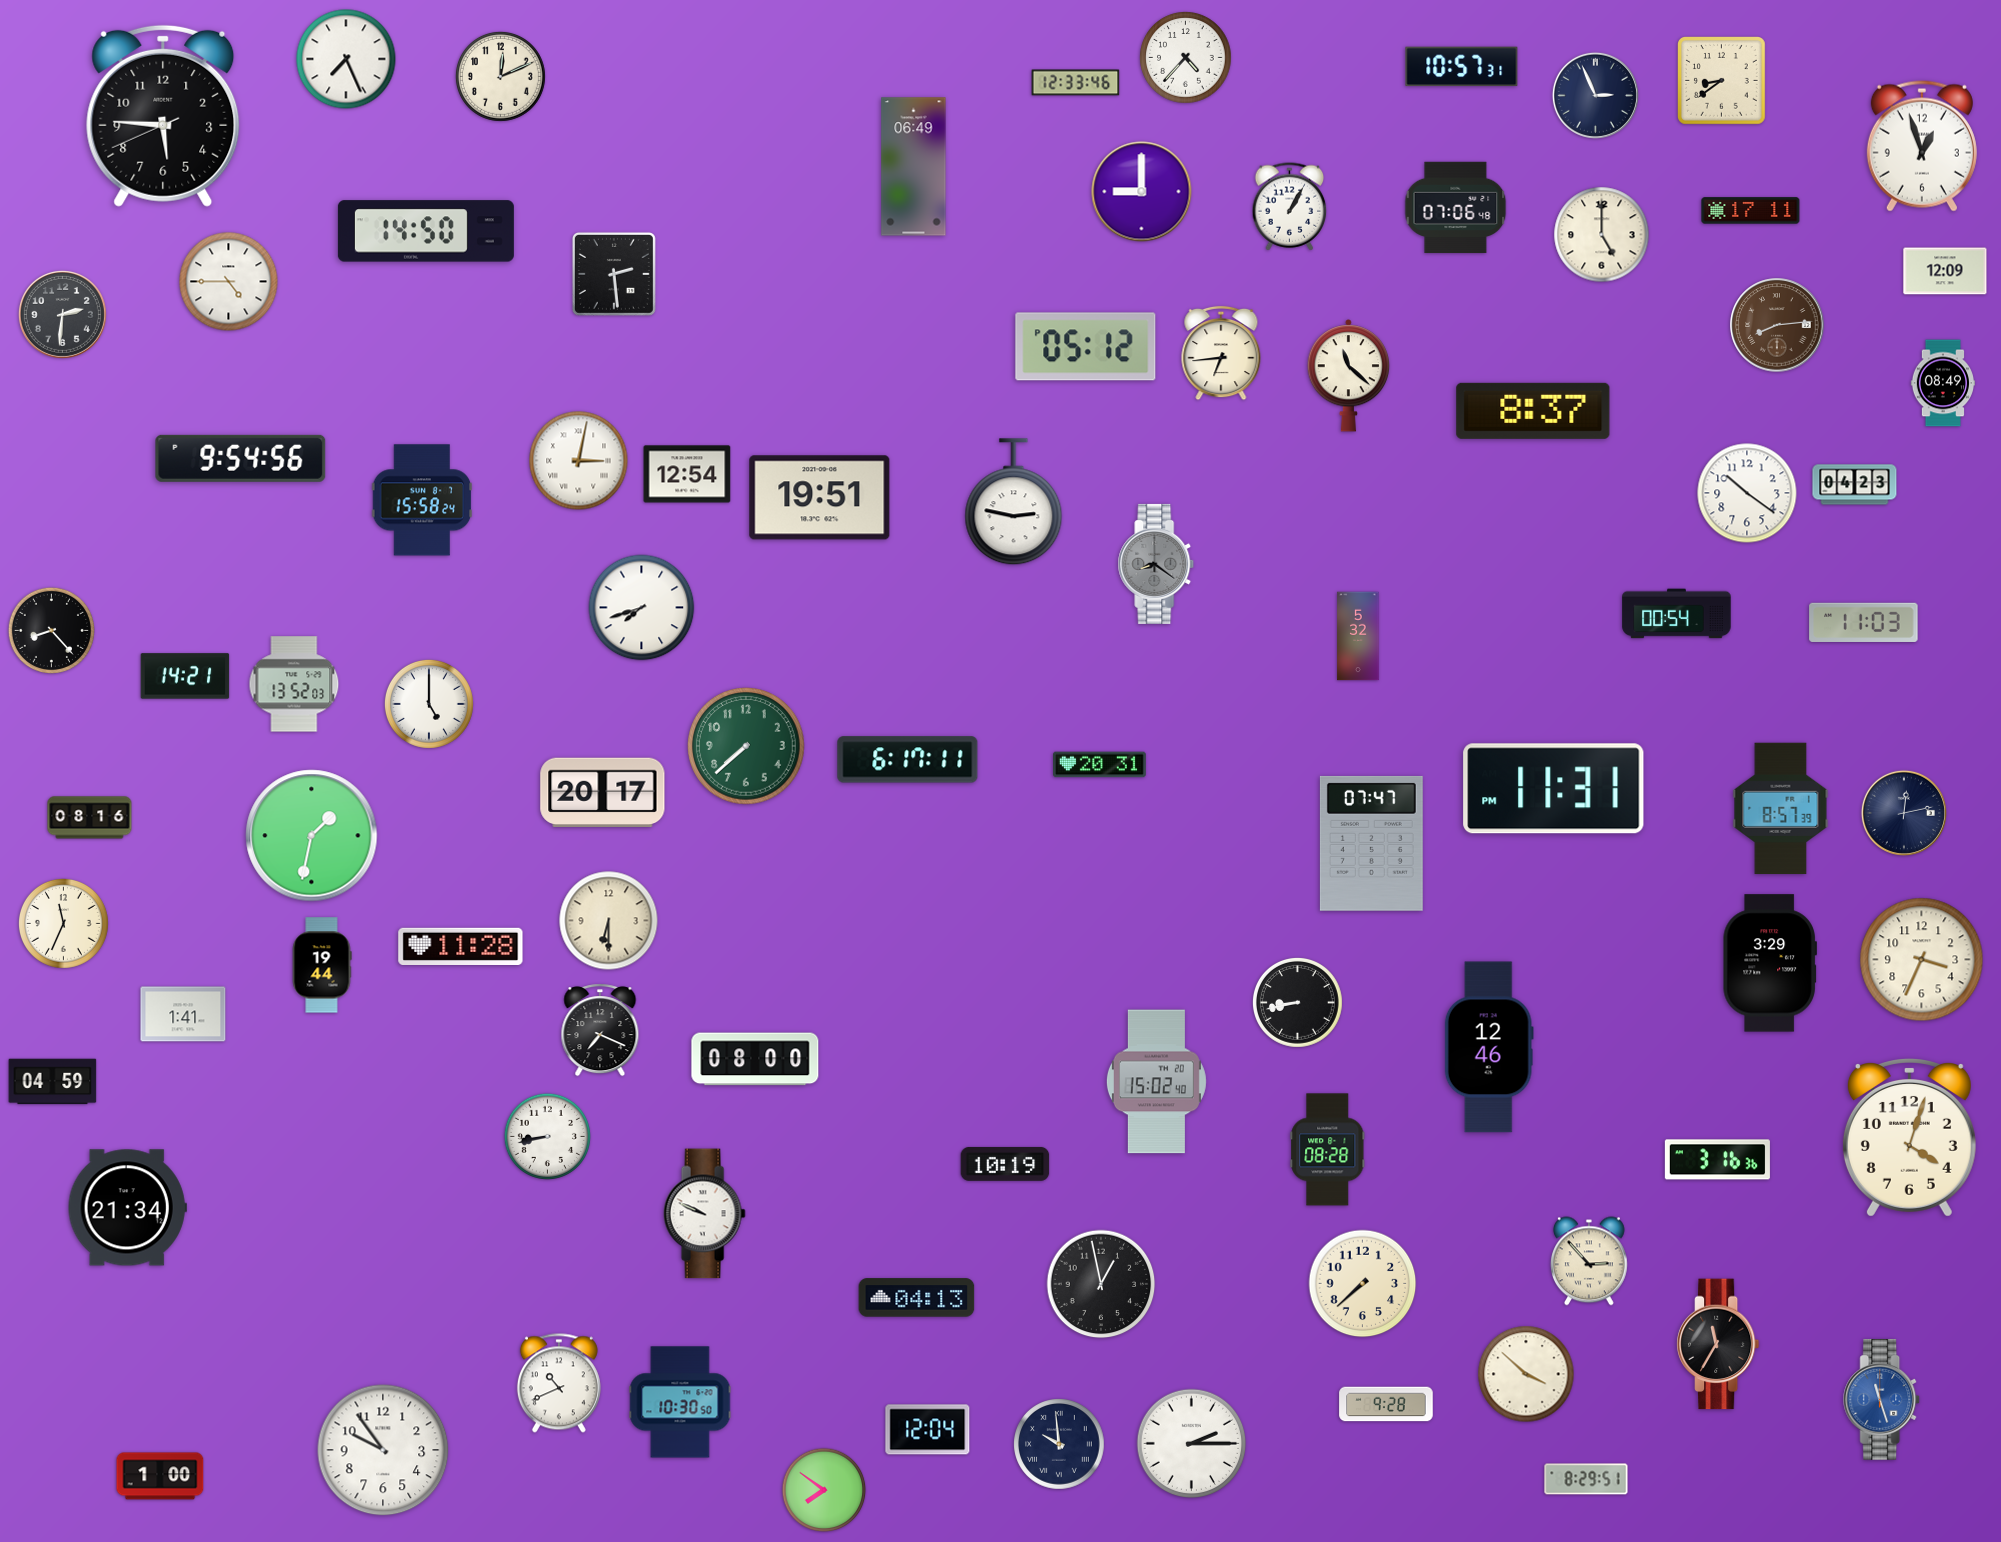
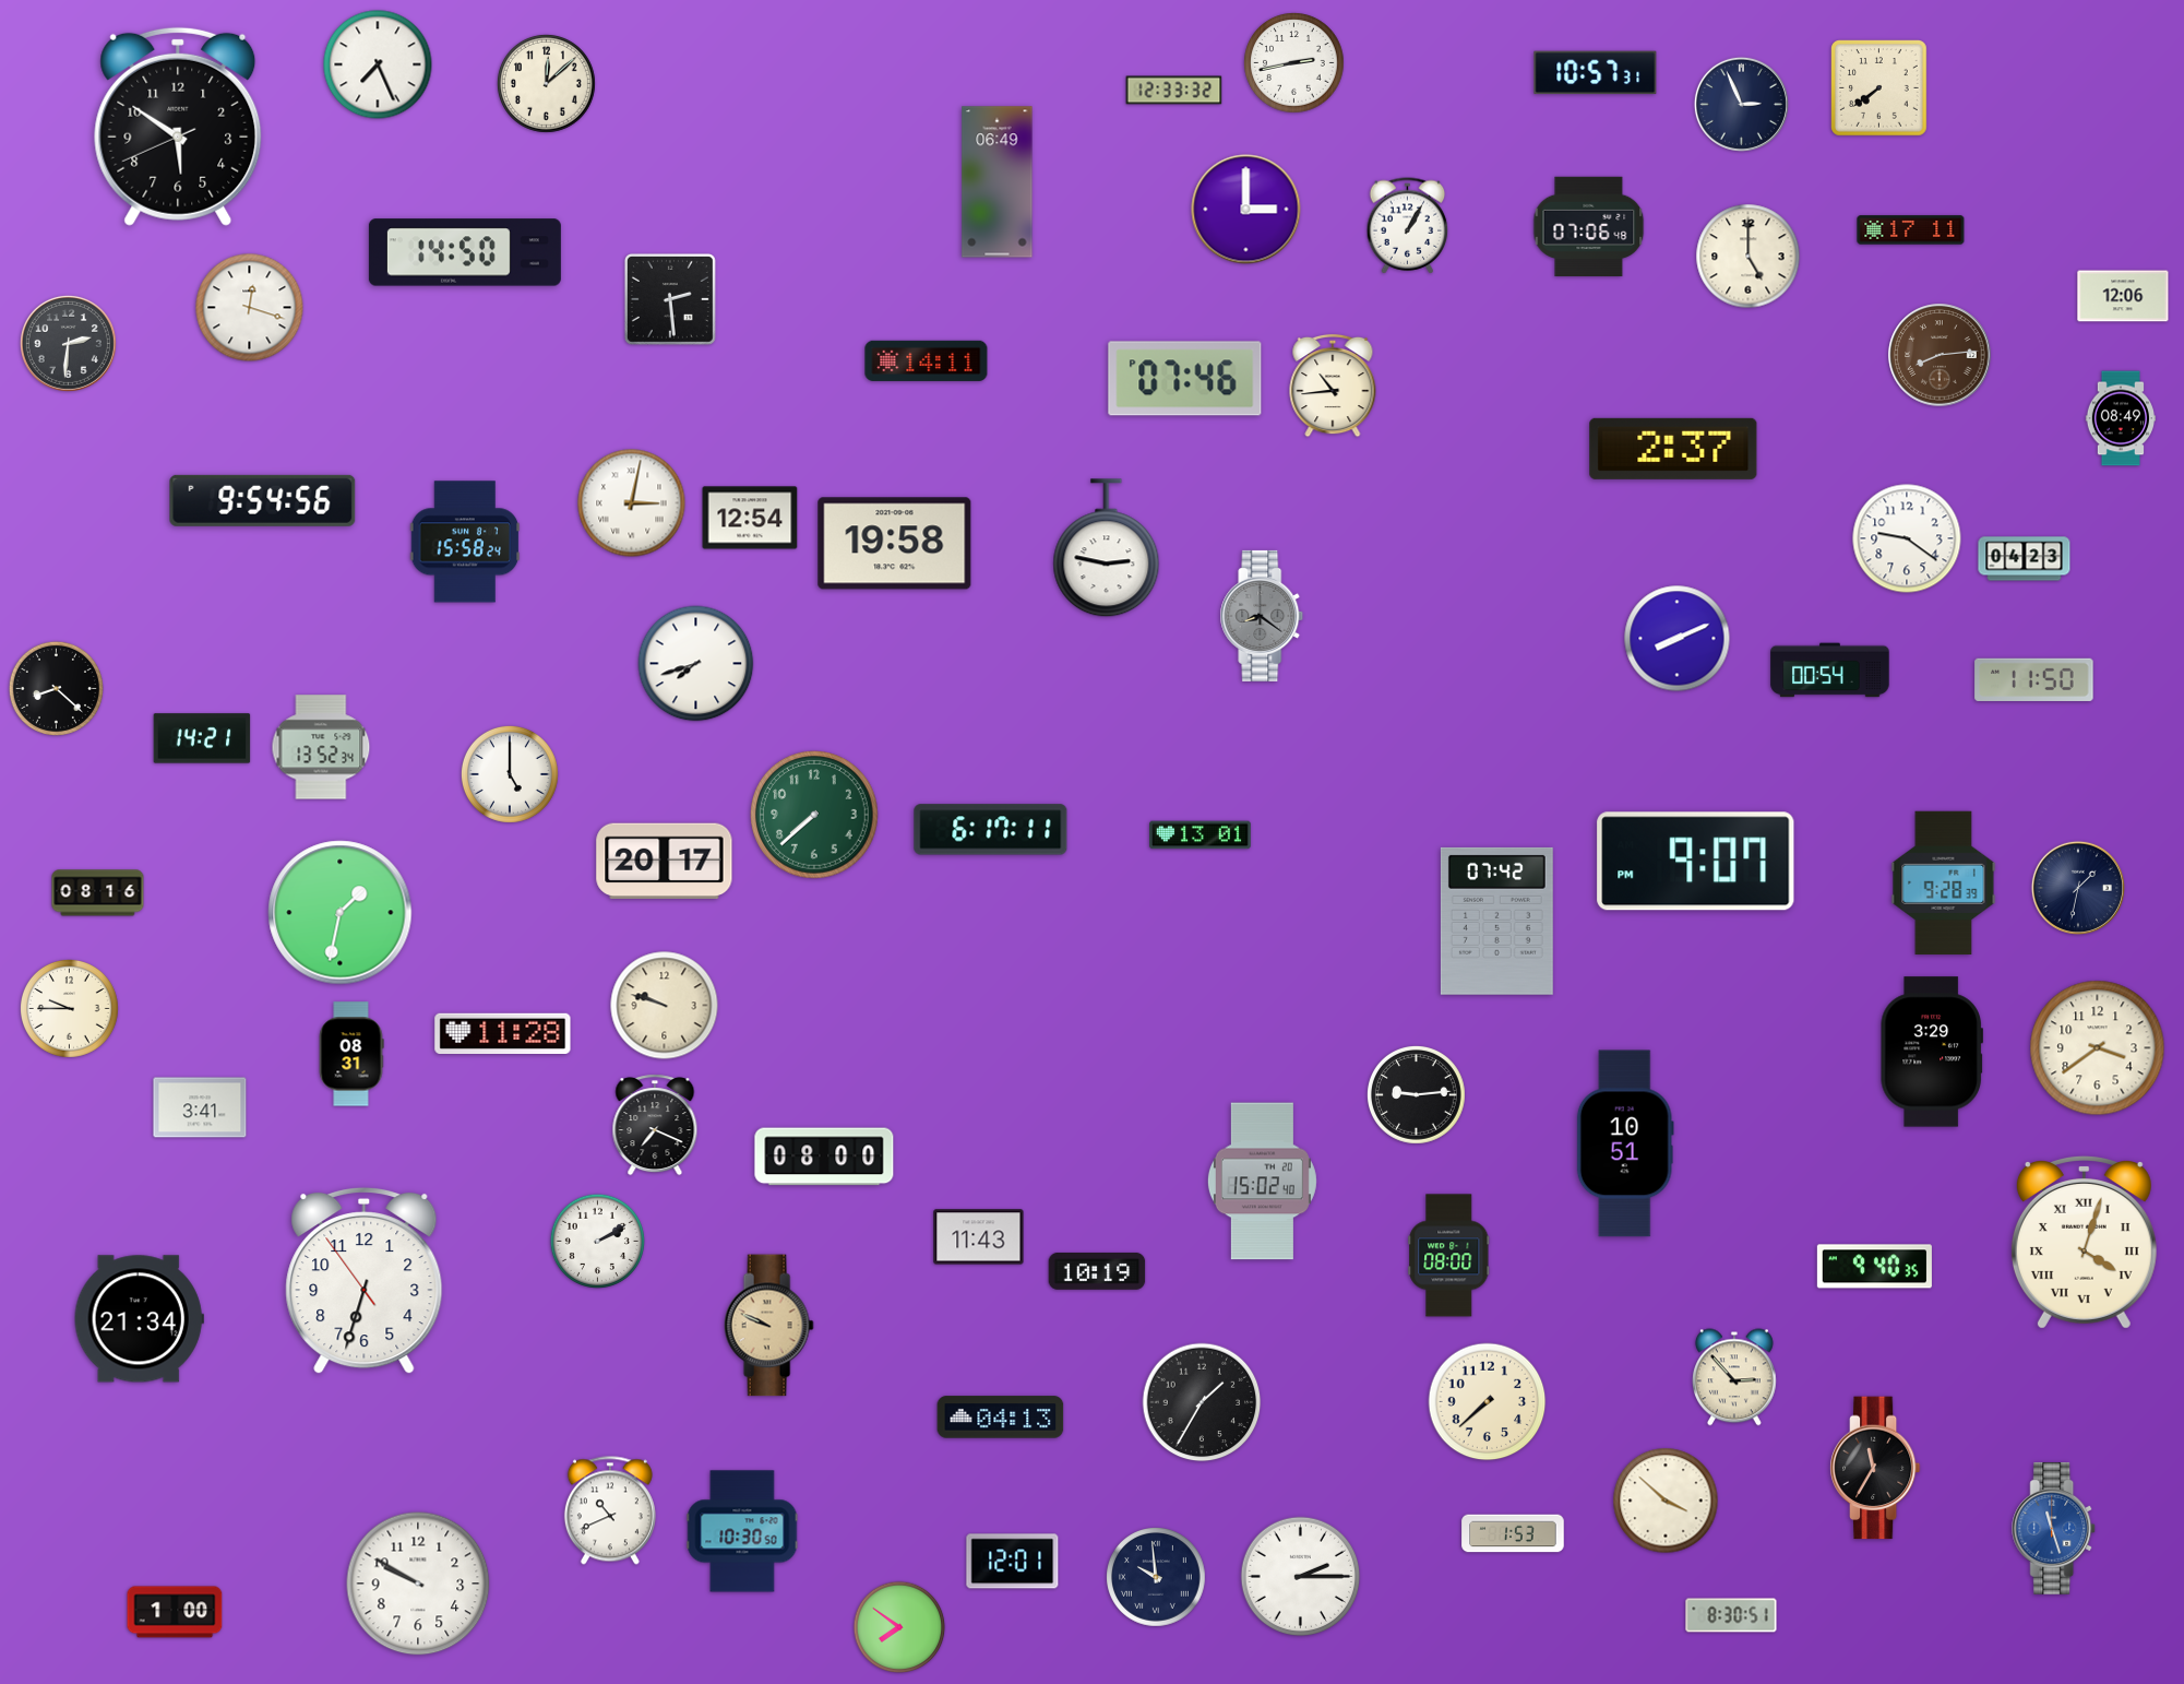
clock at (1186, 58): 4:37 -> 2:43
clock at (500, 76): 12:11 -> 12:08
clock at (1722, 81): 8:39 -> 7:39
clock at (1076, 83): 12:33:46 -> 12:33:32
clock at (163, 116): 5:45 -> 5:50
clock at (1922, 146): 12:57 -> none
clock at (1142, 192): 9:00 -> 3:00
clock at (1945, 271): 12:09 -> 12:06
clock at (229, 282): 4:45 -> 12:18
clock at (927, 360): none -> 14:11
clock at (1086, 347): 05:12 -> 07:46
clock at (1221, 353): 6:44 -> 10:44
clock at (1349, 376): 11:22 -> none
clock at (1533, 411): 8:37 -> 2:37
clock at (1855, 485) position: (1855, 485) -> (2025, 559)
clock at (1747, 493): 10:21 -> 9:21
clock at (820, 498): 19:51 -> 19:58
clock at (422, 500) position: (422, 500) -> (465, 542)
clock at (1678, 639): none -> 8:11
clock at (642, 608) position: (642, 608) -> (696, 664)
clock at (1864, 622): 11:03 -> 11:50
clock at (51, 630): 8:23 -> 8:22
clock at (1358, 636): 5:32 -> none
clock at (294, 684): 13:52:03 -> 13:52:34
clock at (429, 704) position: (429, 704) -> (510, 774)
clock at (1100, 765): 20:31 -> 13:01
clock at (1554, 789): 11:31 -> 9:07
clock at (603, 793) position: (603, 793) -> (665, 862)
clock at (1781, 809): 8:57 -> 9:28
clock at (1904, 813): 12:13 -> 1:32
clock at (1371, 843): 07:47 -> 07:42
clock at (609, 921): 6:30 -> 9:48
clock at (63, 923): 11:34 -> 9:45
clock at (1922, 960): 3:34 -> 3:39
clock at (322, 965): 19:44 -> 08:31
clock at (1297, 1002): 8:43 -> 9:14
clock at (183, 1014): 1:41 -> 3:41
clock at (1489, 1047): 12:46 -> 10:51
clock at (53, 1082): 04:59 -> none
clock at (979, 1237): none -> 11:43
clock at (547, 1136): 8:43 -> 2:10
clock at (1909, 1138) numerals: Arabic -> Roman
clock at (1328, 1150): 08:28 -> 08:00
clock at (1717, 1160): 3:16 -> 9:40
clock at (365, 1281): none -> 6:32
clock at (704, 1214) dial: white -> champagne
clock at (1101, 1284): 12:58 -> 1:35
clock at (1386, 1404): 9:28 -> 1:53
clock at (928, 1430): 12:04 -> 12:01
clock at (383, 1450): 9:54 -> 9:50
clock at (1586, 1479): 8:29 -> 8:30
